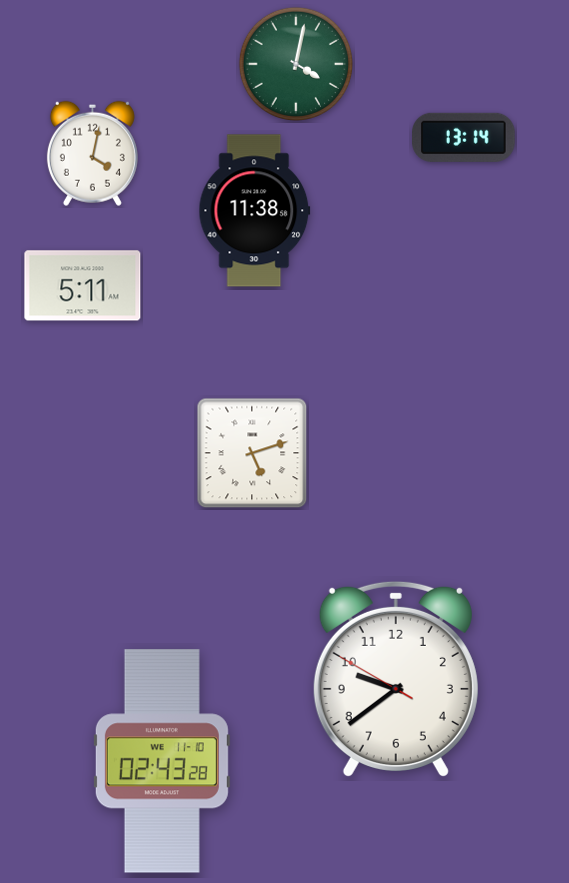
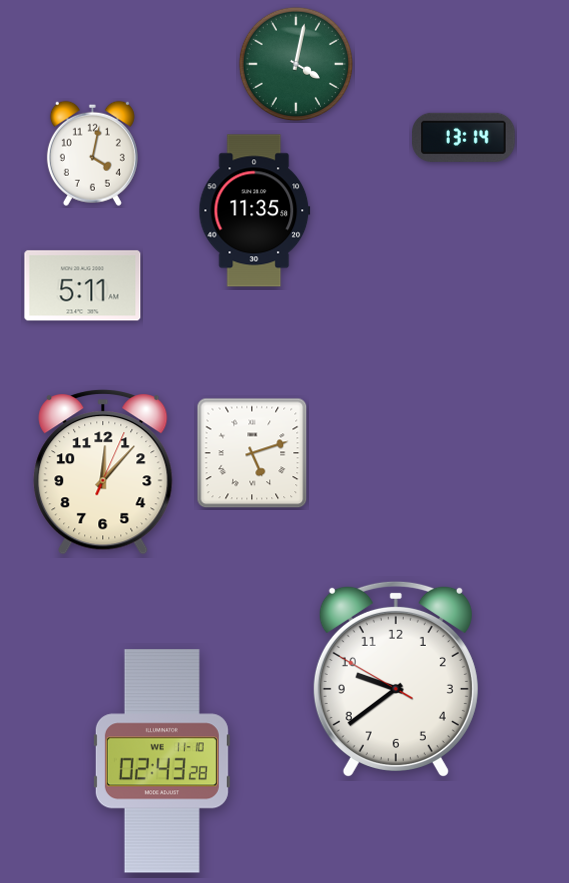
clock at (255, 211): 11:38 -> 11:35
clock at (103, 472): none -> 12:07
